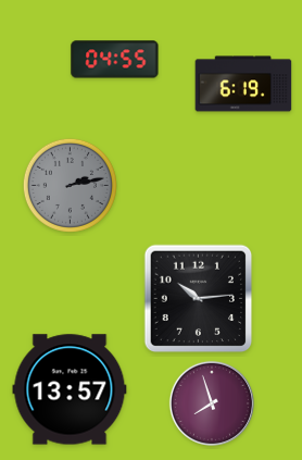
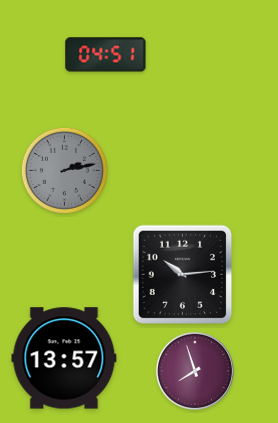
clock at (115, 60): 04:55 -> 04:51
clock at (243, 84): 6:19 -> none
